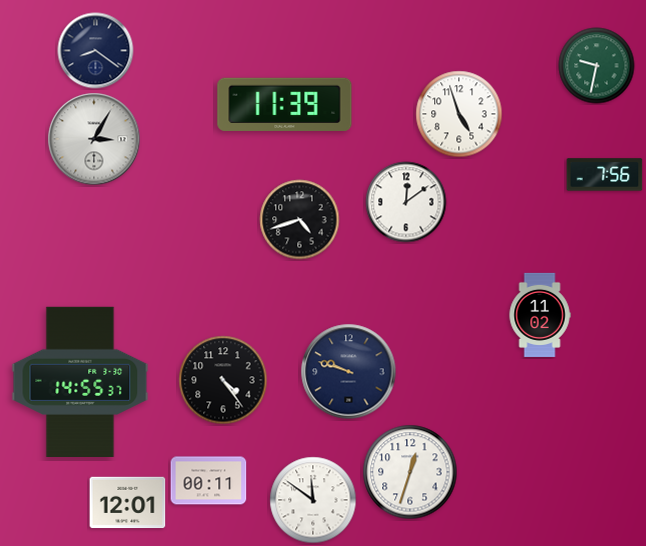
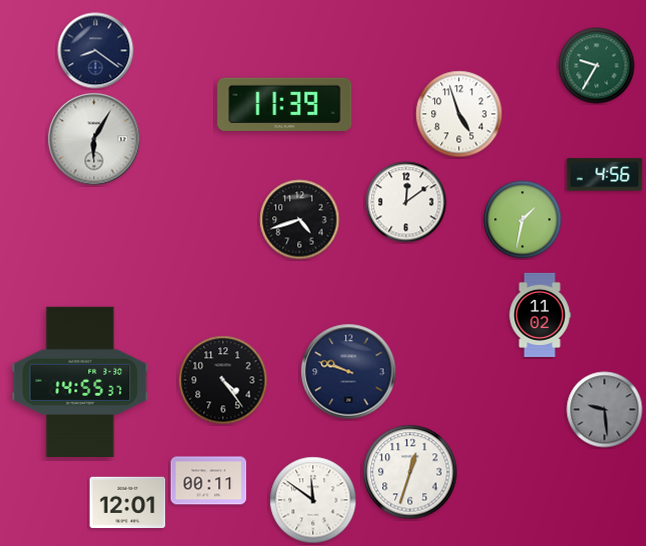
clock at (597, 66): 9:32 -> 9:35
clock at (94, 139): 3:05 -> 6:05
clock at (605, 175): 7:56 -> 4:56
clock at (523, 220): none -> 1:32
clock at (605, 410): none -> 9:29
